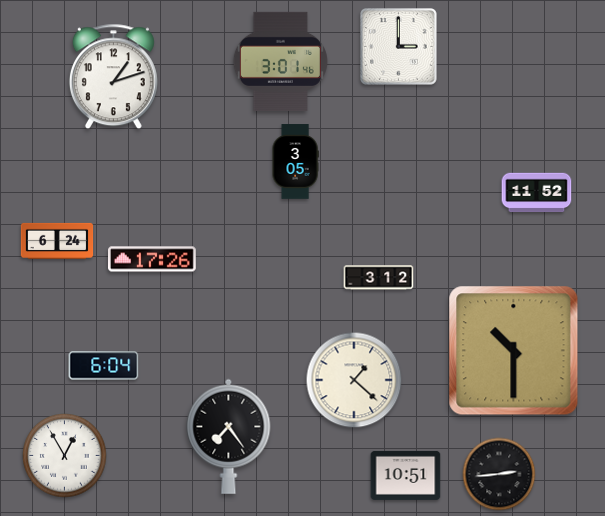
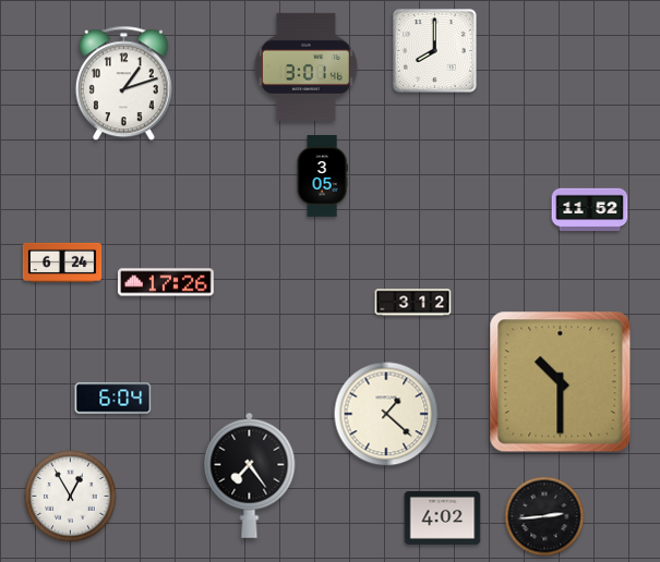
clock at (399, 47): 3:00 -> 8:00
clock at (537, 193) position: (537, 193) -> (590, 210)
clock at (406, 475): 10:51 -> 4:02
